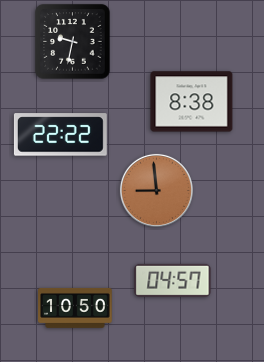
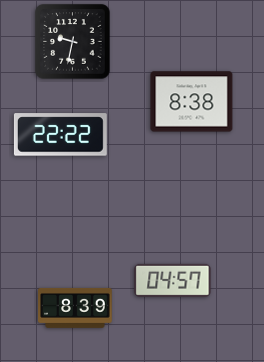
clock at (156, 190): 8:59 -> none
clock at (75, 308): 10:50 -> 8:39
